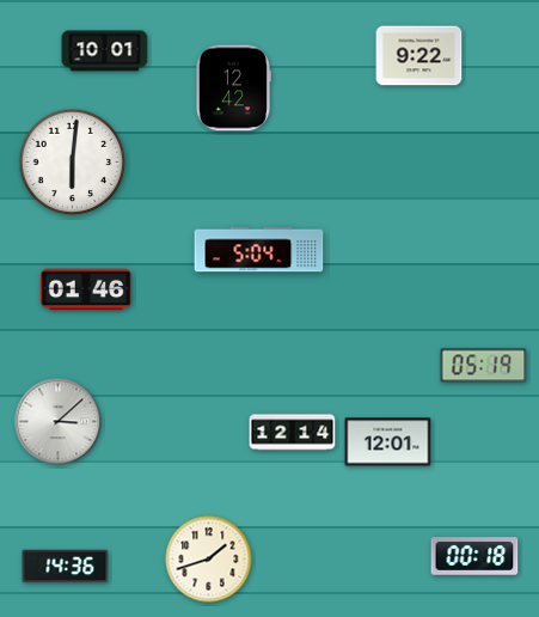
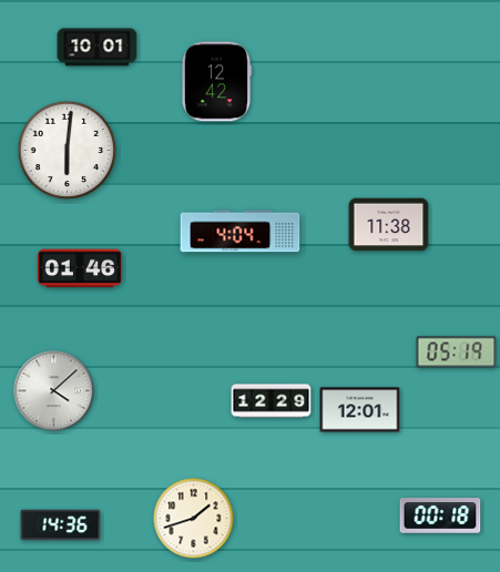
clock at (419, 56): 9:22 -> none
clock at (389, 225): none -> 11:38
clock at (259, 250): 5:04 -> 4:04
clock at (484, 366) position: (484, 366) -> (457, 353)
clock at (59, 422): 3:08 -> 4:08
clock at (293, 433): 12:14 -> 12:29
